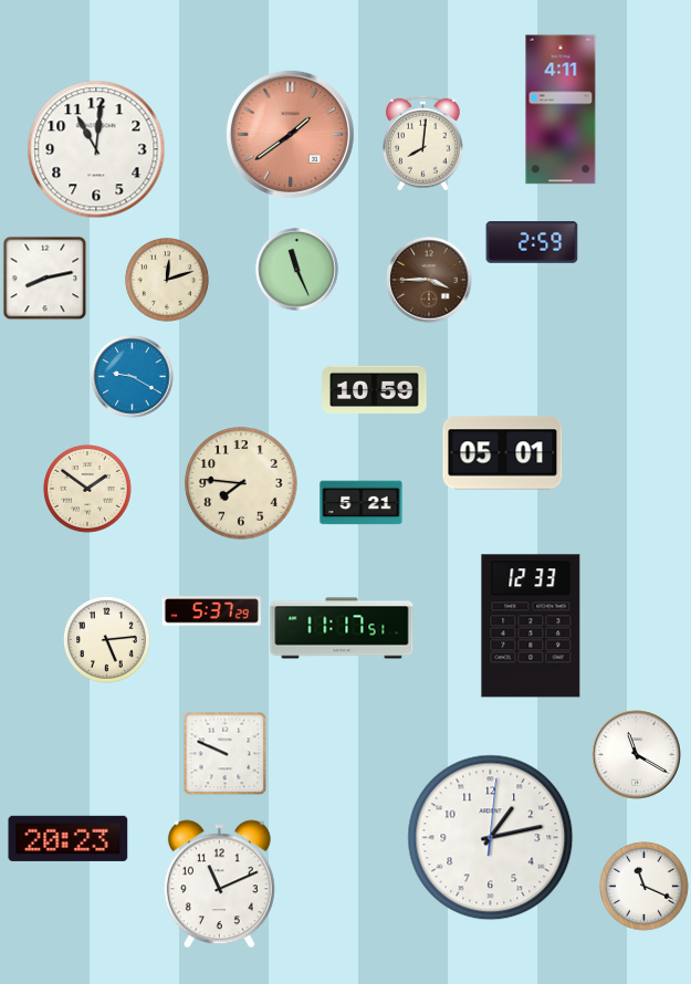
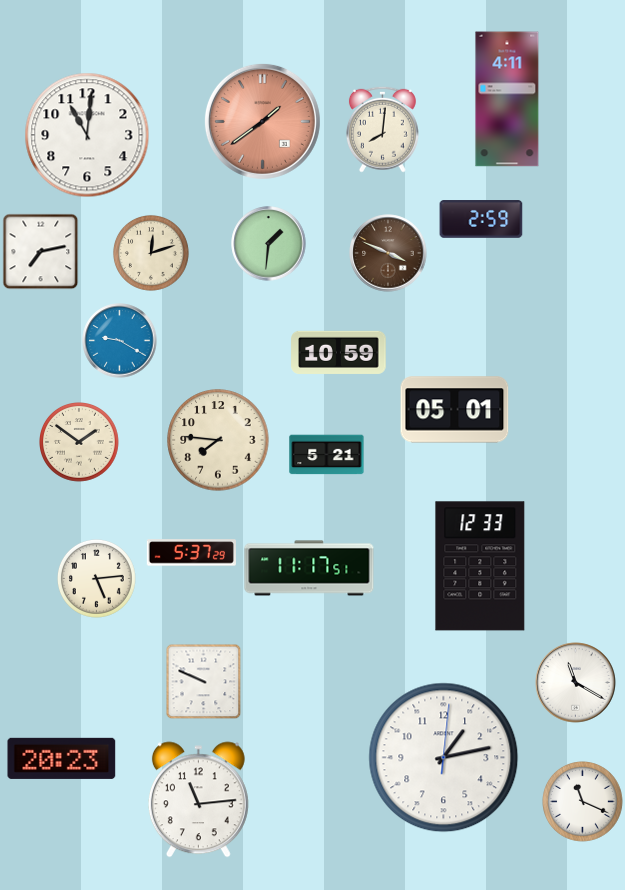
clock at (297, 270): 11:26 -> 1:31
clock at (45, 279): 8:13 -> 7:13
clock at (429, 280): 3:45 -> 3:49
clock at (241, 483) position: (241, 483) -> (218, 440)
clock at (219, 884): 11:11 -> 11:14
